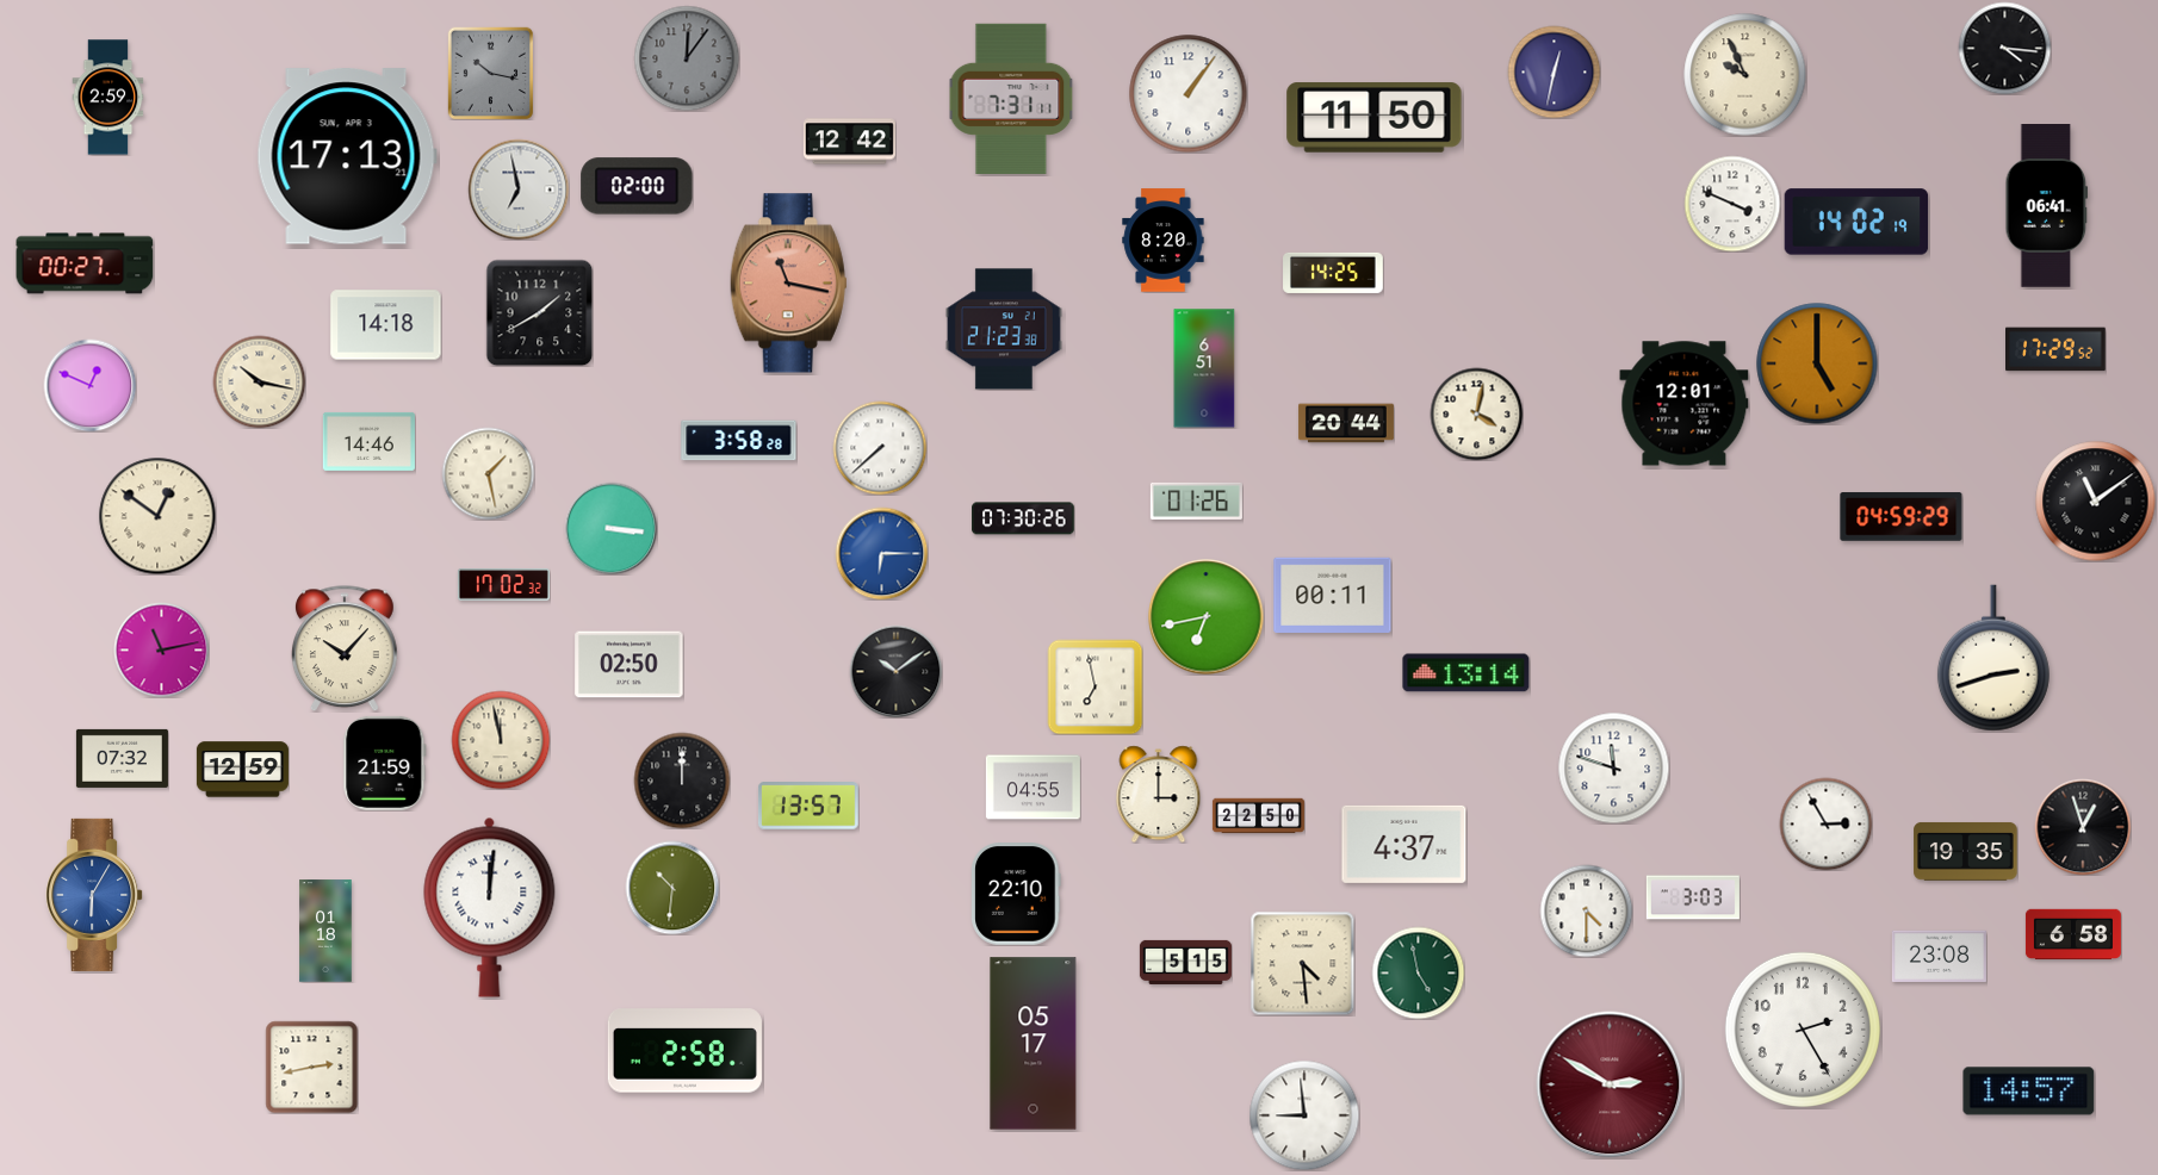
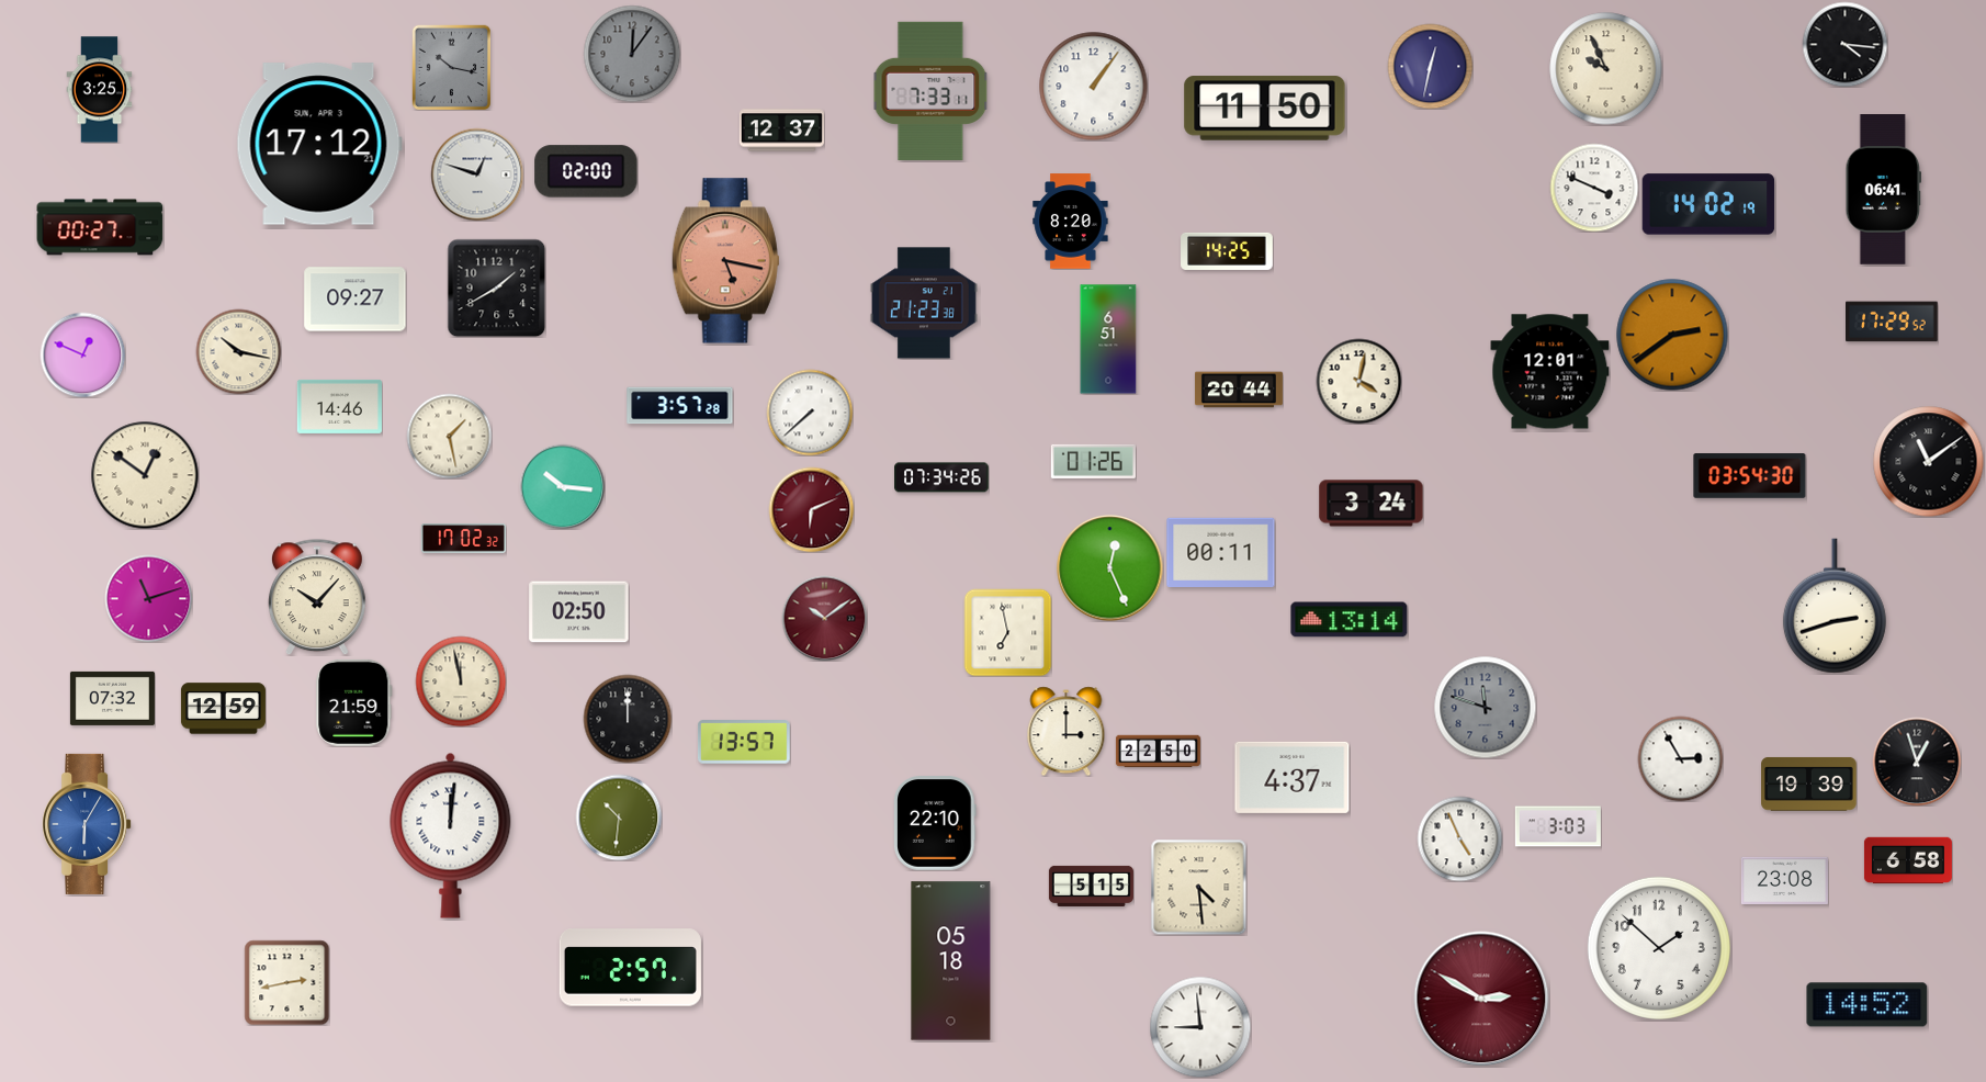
clock at (108, 98): 2:59 -> 3:25
clock at (1011, 99): 7:31 -> 7:33
clock at (849, 142): 12:42 -> 12:37
clock at (347, 156): 17:13 -> 17:12
clock at (519, 189): 6:58 -> 12:48
clock at (85, 263) position: (85, 263) -> (100, 227)
clock at (788, 284): 11:17 -> 5:17
clock at (386, 325): 14:18 -> 09:27
clock at (1817, 363): 5:00 -> 2:39
clock at (739, 441): 3:58 -> 3:57
clock at (1196, 501) position: (1196, 501) -> (1093, 461)
clock at (1902, 517): 04:59 -> 03:54
clock at (1023, 518): 07:30 -> 07:34
clock at (610, 528): 3:16 -> 10:16
clock at (1372, 504): none -> 3:24
clock at (881, 553): 6:15 -> 6:11
clock at (881, 553) dial: blue -> burgundy
clock at (1333, 595) position: (1333, 595) -> (1221, 552)
clock at (1207, 617): 6:43 -> 12:26
clock at (161, 649): 11:13 -> 11:12
clock at (895, 671) dial: black -> burgundy
clock at (1613, 767) dial: white -> grey
clock at (1033, 788): 04:55 -> none
clock at (1966, 851): 19:35 -> 19:39
clock at (1586, 910): 4:30 -> 4:56
clock at (325, 931): 01:18 -> none
clock at (1418, 972): 4:58 -> none
clock at (1803, 1030): 2:25 -> 1:52
clock at (1034, 1044): 05:17 -> 05:18
clock at (684, 1051): 2:58 -> 2:57
clock at (2029, 1092): 14:57 -> 14:52
